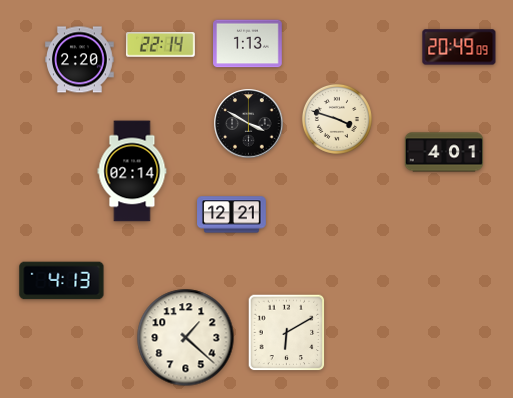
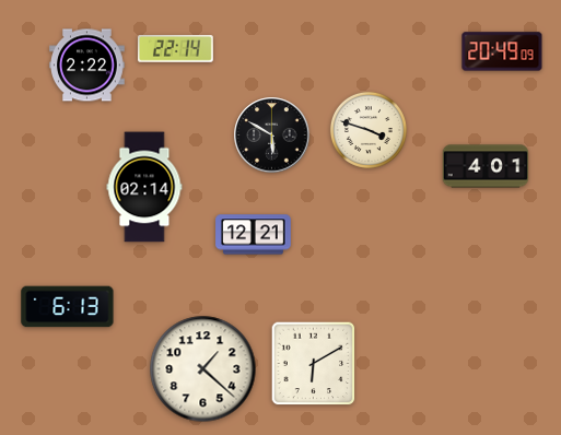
clock at (248, 44): 1:13 -> none
clock at (80, 60): 2:20 -> 2:22
clock at (249, 124): 3:50 -> 5:50
clock at (62, 281): 4:13 -> 6:13
